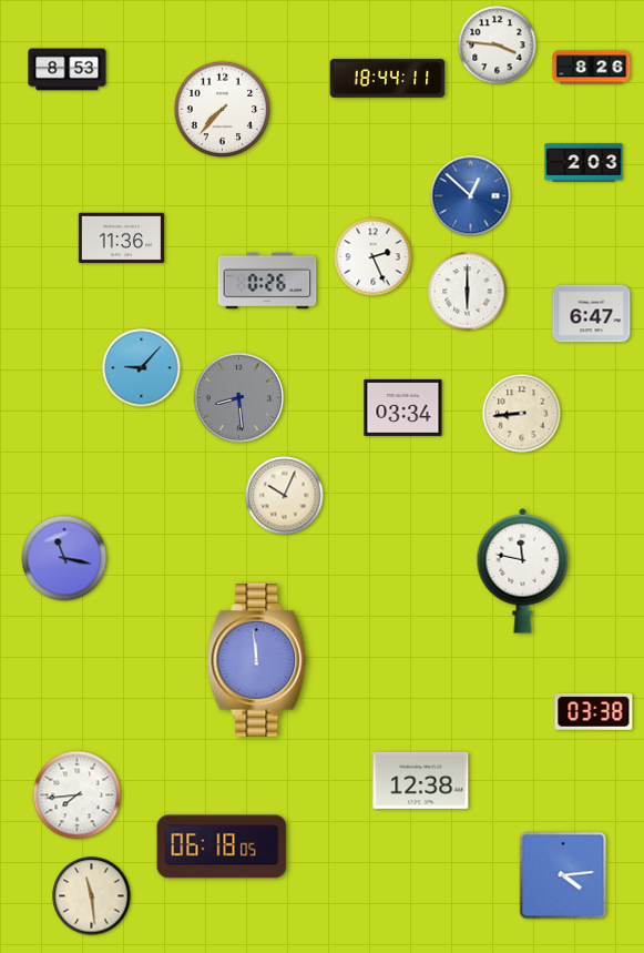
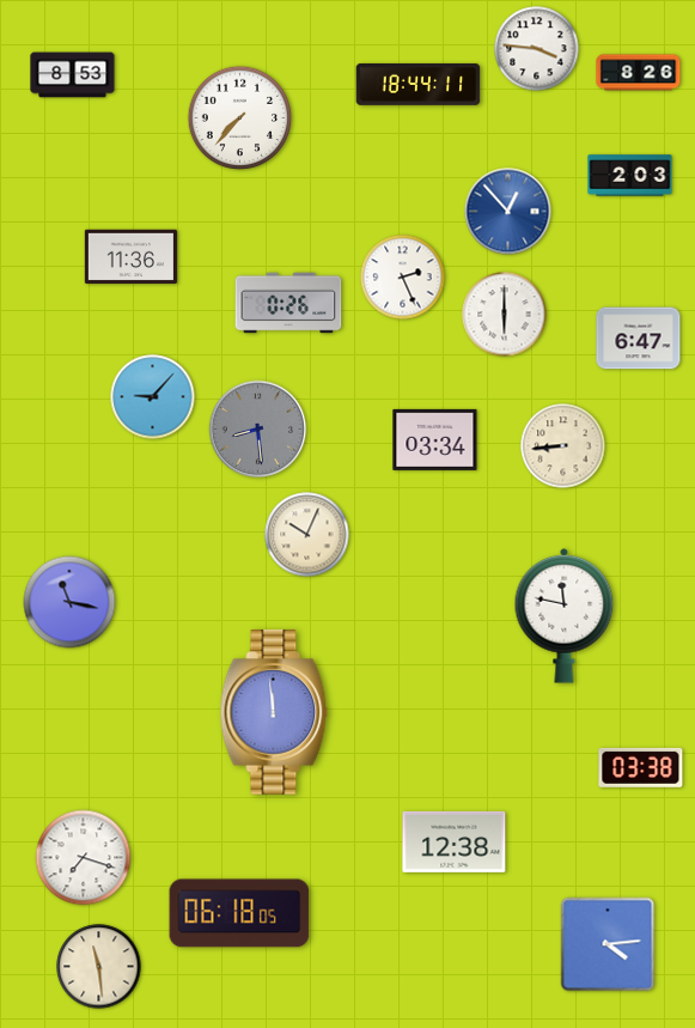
clock at (471, 196): 12:52 -> 12:53
clock at (257, 660) position: (257, 660) -> (274, 712)
clock at (78, 795): 7:44 -> 7:18
